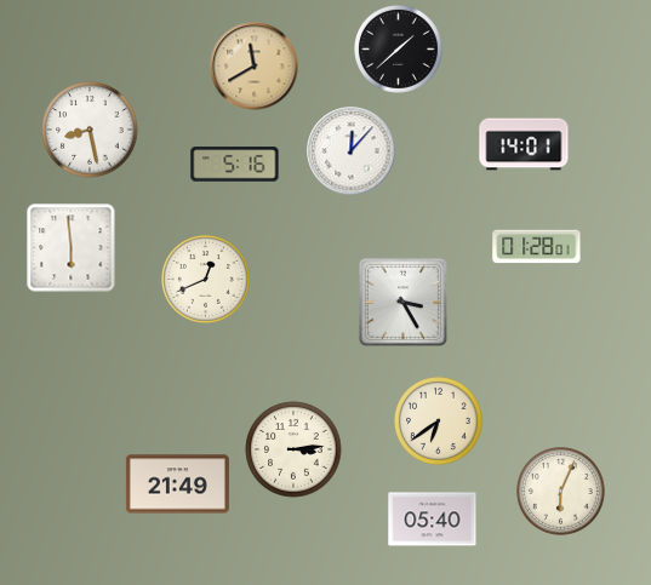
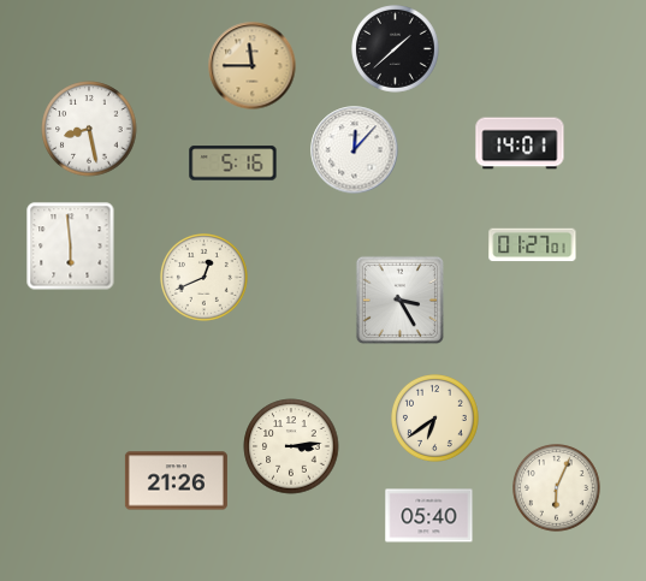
clock at (255, 67): 11:40 -> 11:45
clock at (352, 151) position: (352, 151) -> (355, 150)
clock at (537, 247): 01:28 -> 01:27
clock at (177, 484): 21:49 -> 21:26
